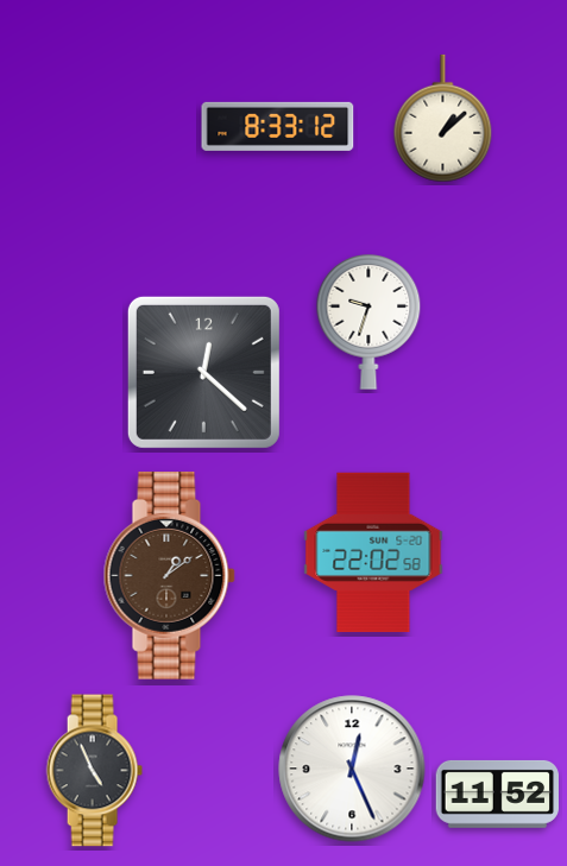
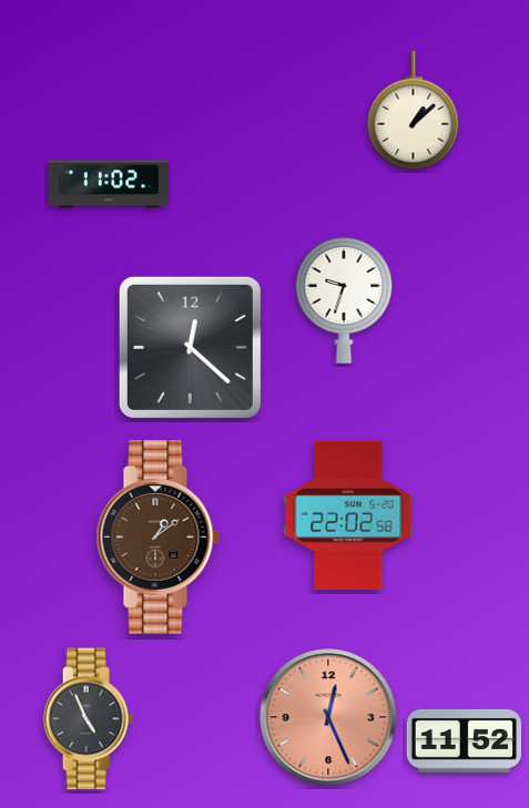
clock at (278, 126): 8:33 -> none
clock at (109, 184): none -> 11:02
clock at (352, 769) dial: white -> salmon
